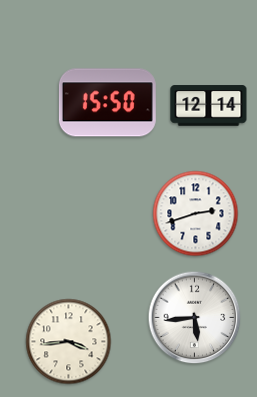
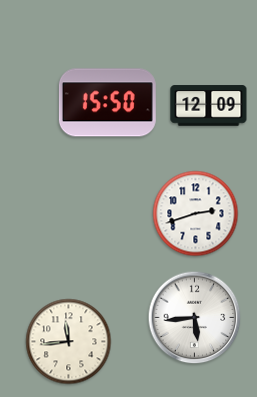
clock at (209, 106): 12:14 -> 12:09
clock at (69, 342): 3:44 -> 11:44
